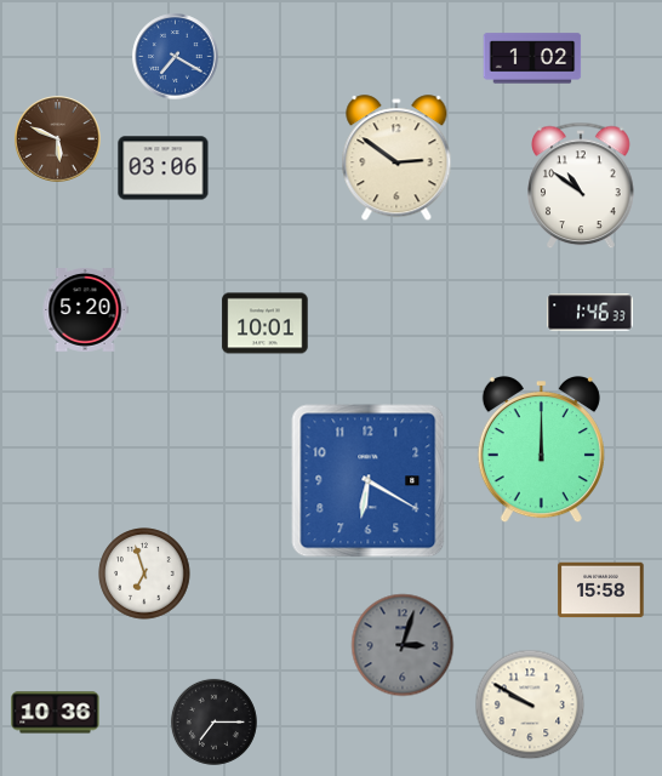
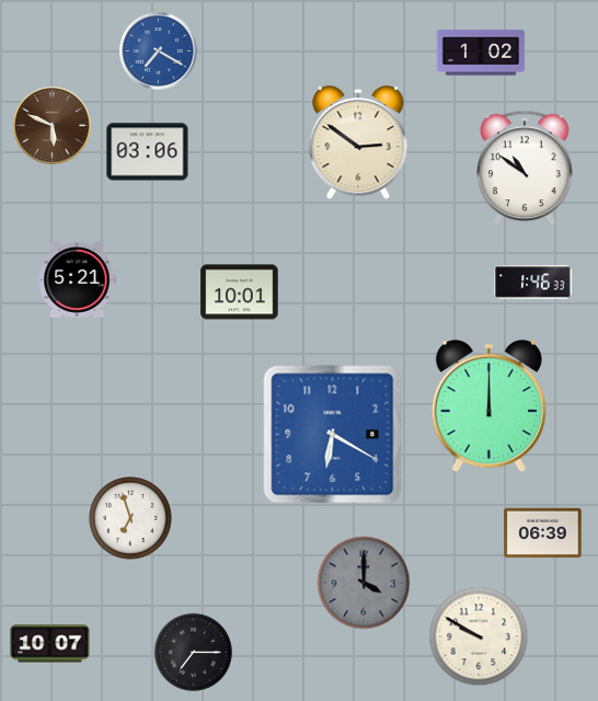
clock at (85, 310): 5:20 -> 5:21
clock at (601, 590): 15:58 -> 06:39
clock at (403, 645): 3:03 -> 4:00
clock at (56, 713): 10:36 -> 10:07
